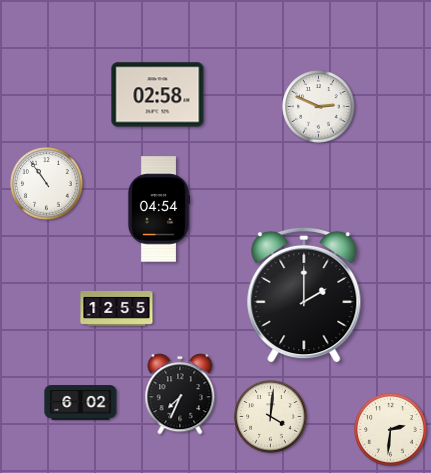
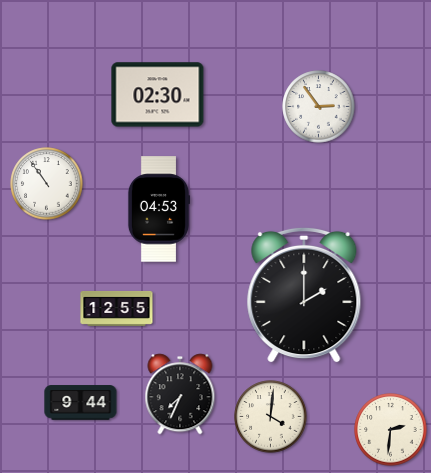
clock at (158, 95): 02:58 -> 02:30
clock at (319, 107): 2:49 -> 2:54
clock at (159, 209): 04:54 -> 04:53
clock at (81, 403): 6:02 -> 9:44
